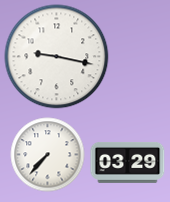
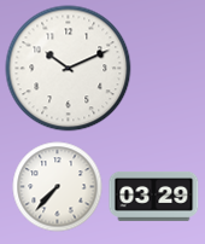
clock at (57, 57): 9:17 -> 10:11
